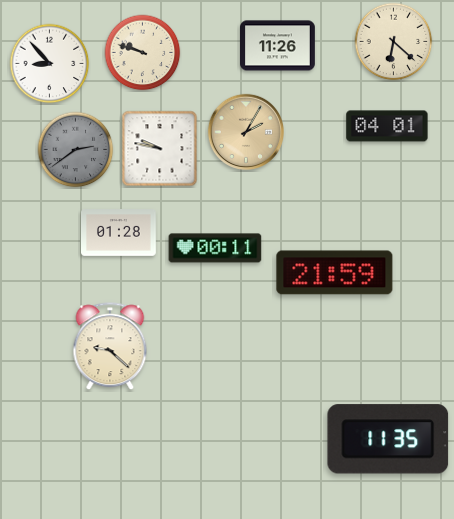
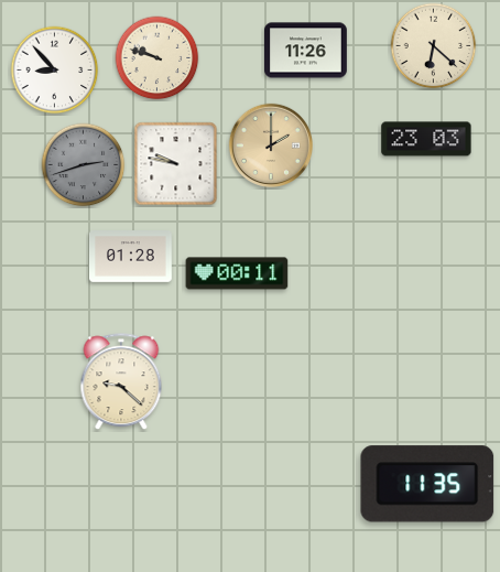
clock at (387, 126): 04:01 -> 23:03
clock at (245, 131): 2:05 -> 2:00
clock at (76, 150): 2:39 -> 2:42
clock at (335, 273): 21:59 -> none
